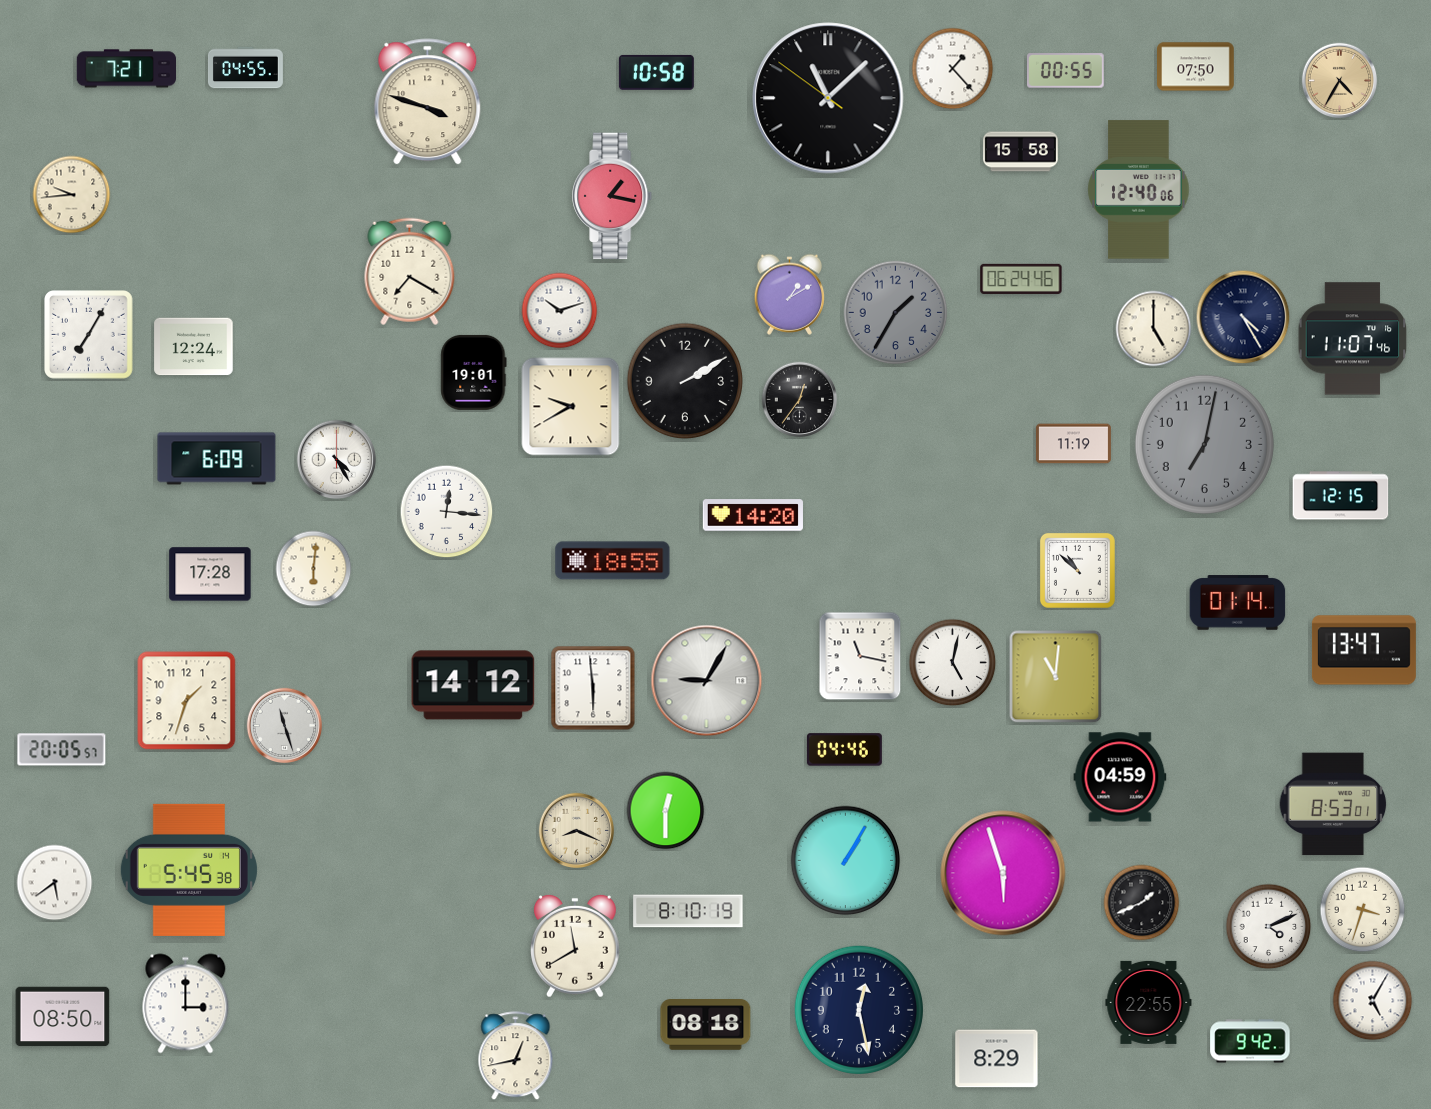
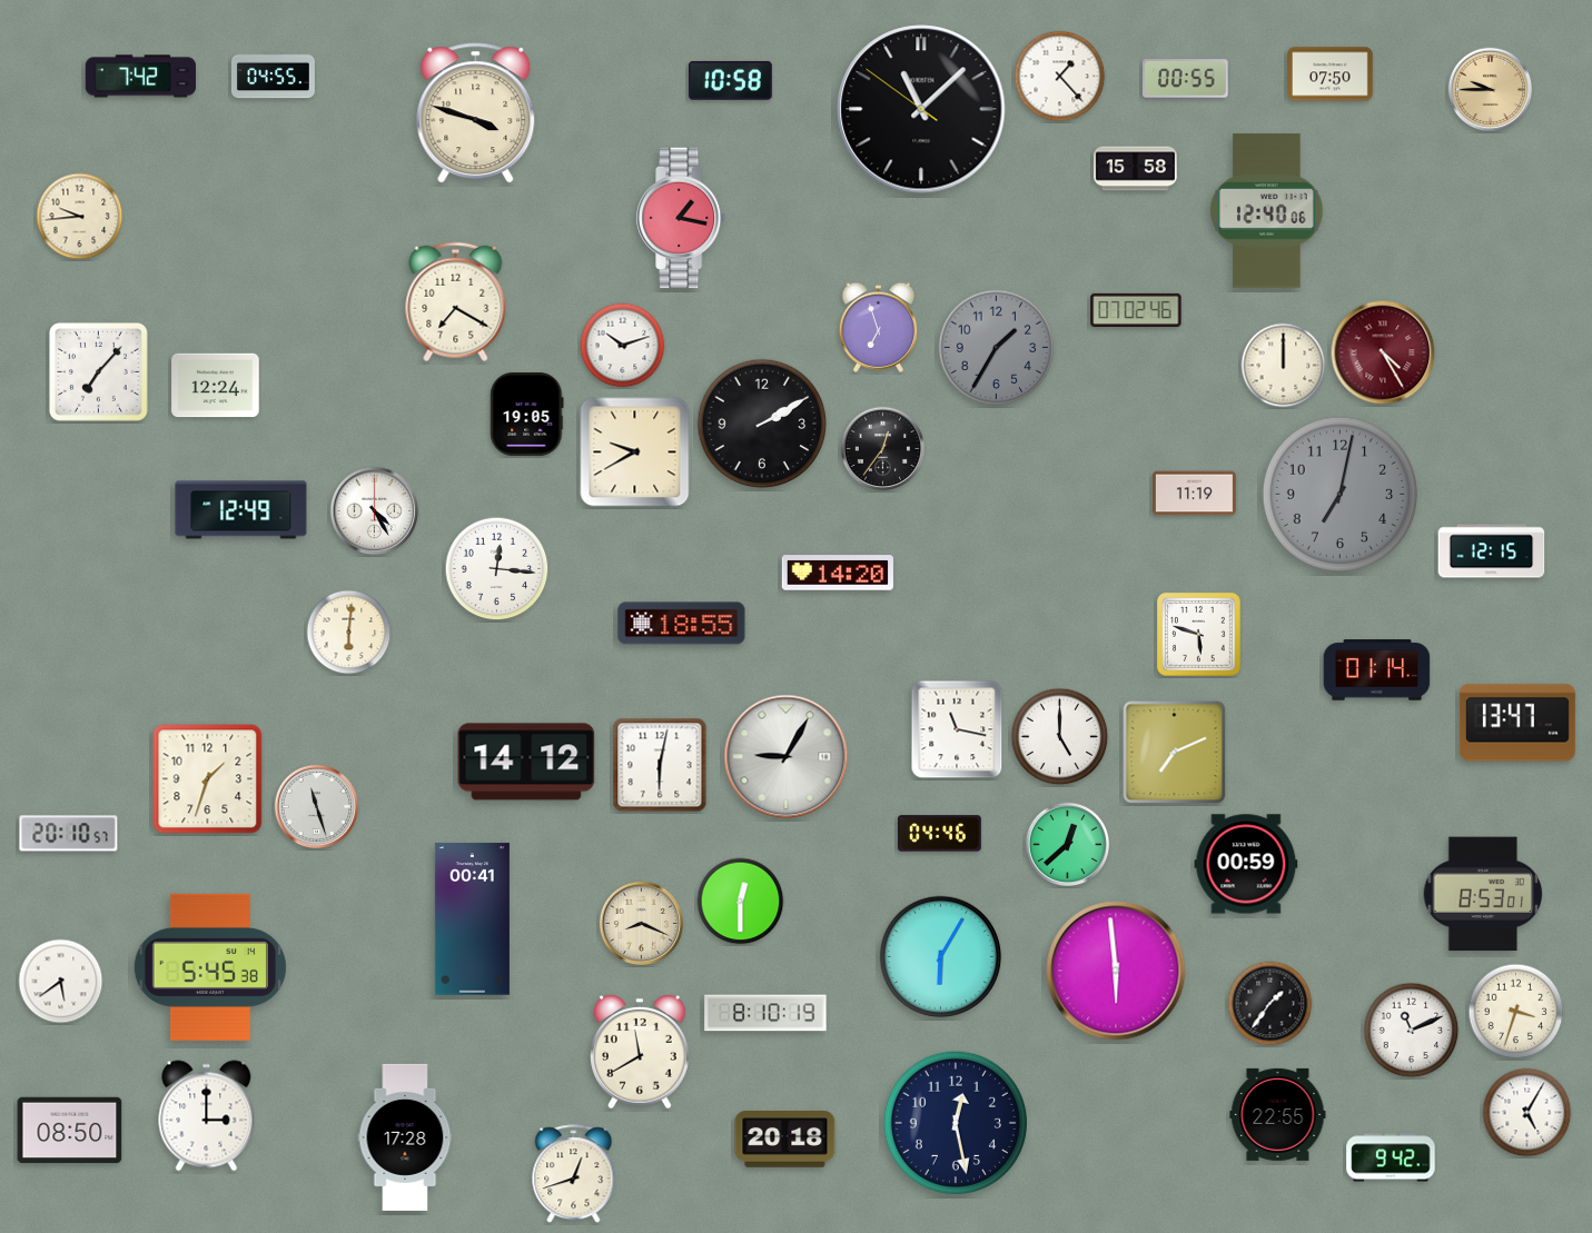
clock at (127, 69): 7:21 -> 7:42
clock at (1340, 81): 4:35 -> 9:45
clock at (1021, 279): 06:24 -> 07:02
clock at (790, 294): 1:10 -> 6:57
clock at (1243, 317) dial: navy -> burgundy
clock at (1154, 329): 5:00 -> 12:00
clock at (89, 335): 7:05 -> 7:07
clock at (1353, 339): 11:07 -> none
clock at (474, 372): 19:01 -> 19:05
clock at (800, 400) position: (800, 400) -> (883, 449)
clock at (217, 459): 6:09 -> 12:49
clock at (1077, 570): 10:52 -> 5:48
clock at (210, 574): 17:28 -> none
clock at (953, 663): 5:02 -> 5:00
clock at (1056, 677): 11:01 -> 7:11
clock at (593, 688): 5:59 -> 6:02
clock at (62, 750): 20:05 -> 20:10
clock at (1068, 845): none -> 12:38
clock at (1120, 777): 04:59 -> 00:59
clock at (472, 919): none -> 00:41
clock at (846, 861): 1:05 -> 6:05
clock at (1003, 873): 5:57 -> 5:59
clock at (1142, 903): 1:41 -> 1:36
clock at (1269, 927): 4:11 -> 11:11
clock at (405, 1137): none -> 17:28
clock at (706, 1025): 08:18 -> 20:18
clock at (516, 1056): 12:43 -> 12:42
clock at (997, 1059): 8:29 -> none
